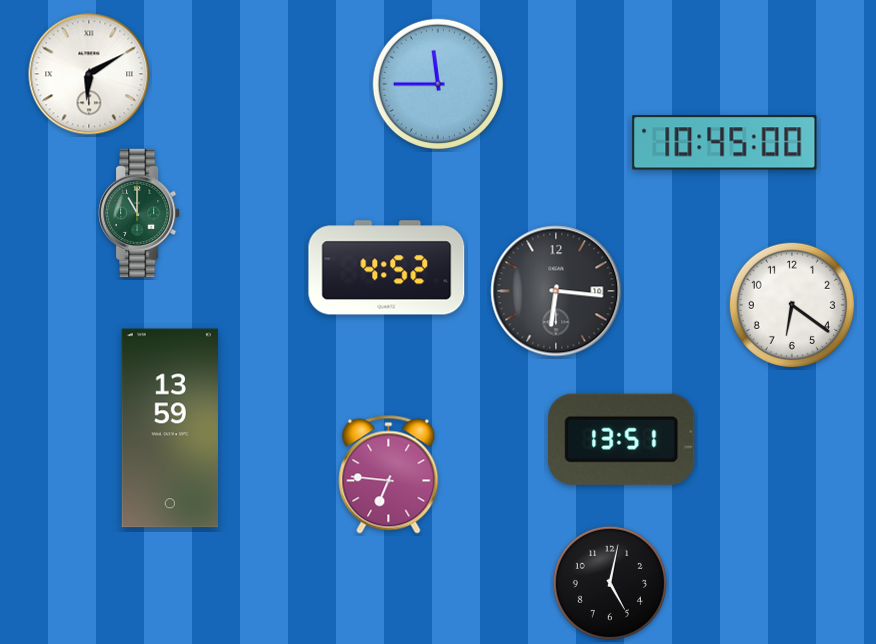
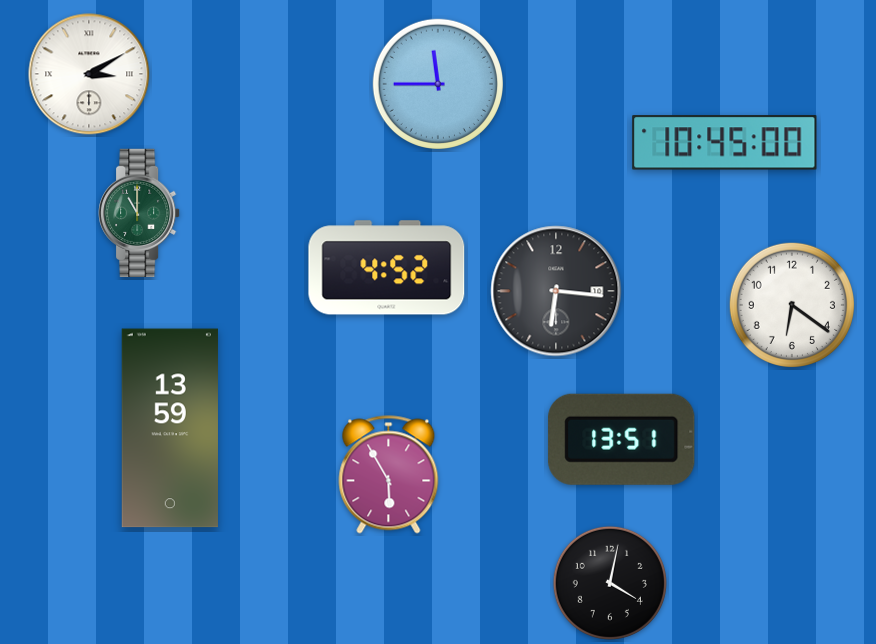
clock at (89, 74): 6:10 -> 3:10
clock at (389, 475): 6:46 -> 5:55
clock at (610, 583): 5:02 -> 4:02
